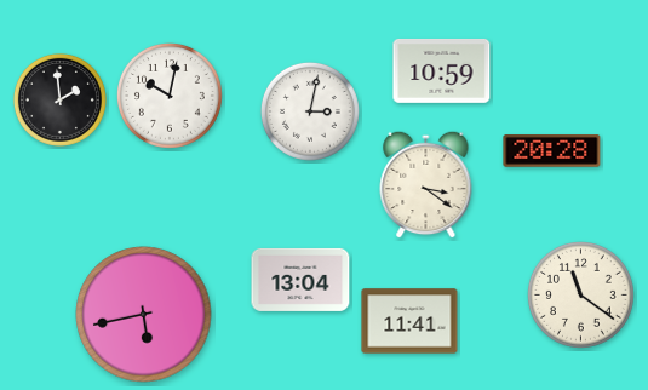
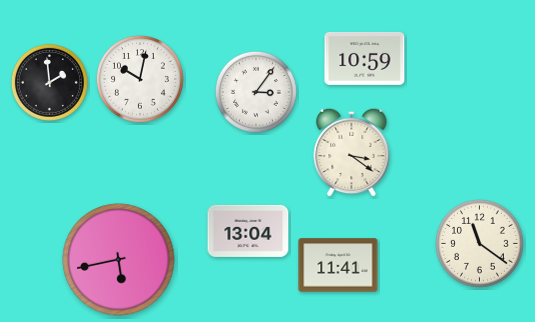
clock at (310, 111): 3:02 -> 3:06
clock at (552, 151): 20:28 -> none
